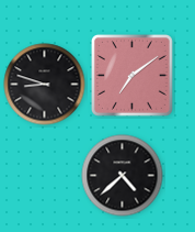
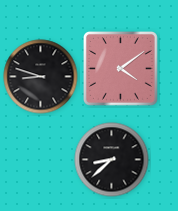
clock at (131, 75): 7:09 -> 4:09
clock at (123, 176): 4:38 -> 8:38
